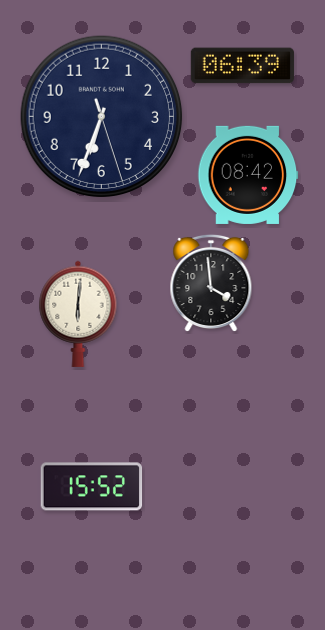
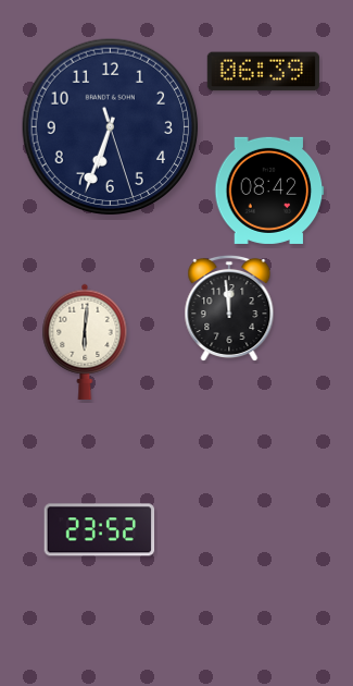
clock at (211, 282): 3:59 -> 11:59
clock at (92, 487): 15:52 -> 23:52
